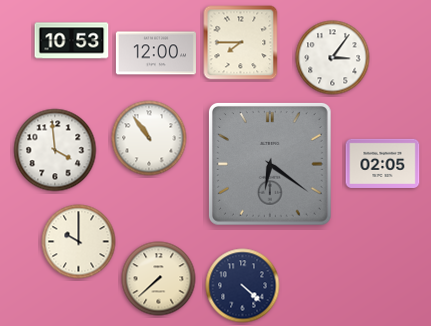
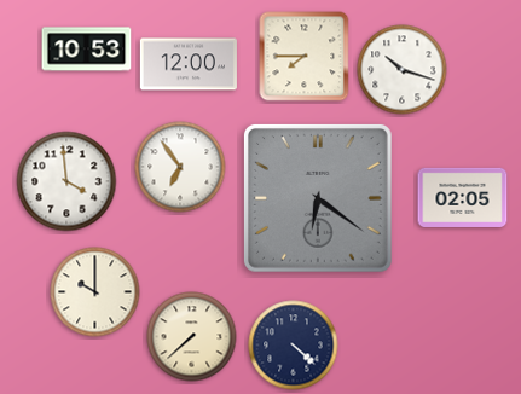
clock at (241, 43) position: (241, 43) -> (305, 57)
clock at (333, 58): 3:06 -> 10:18
clock at (149, 138): 10:54 -> 6:54
clock at (270, 164) position: (270, 164) -> (318, 198)
